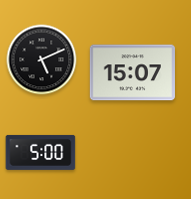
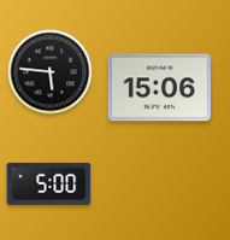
clock at (42, 60): 5:11 -> 5:46
clock at (132, 73): 15:07 -> 15:06
